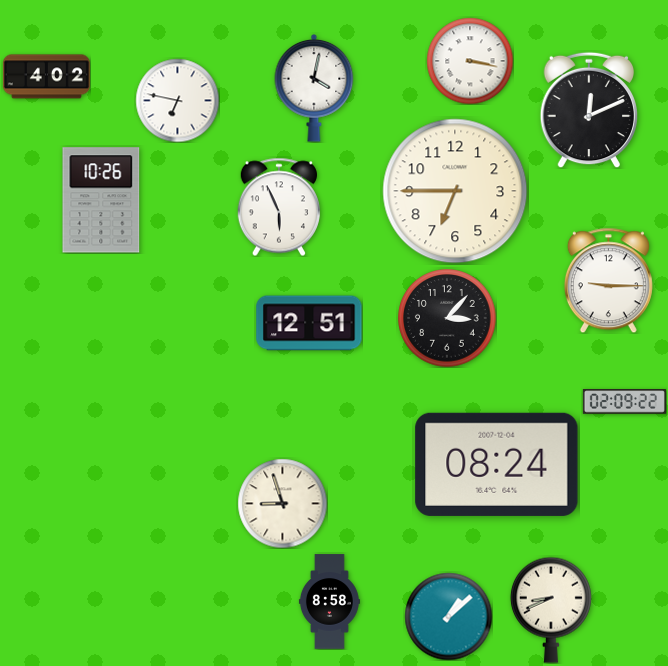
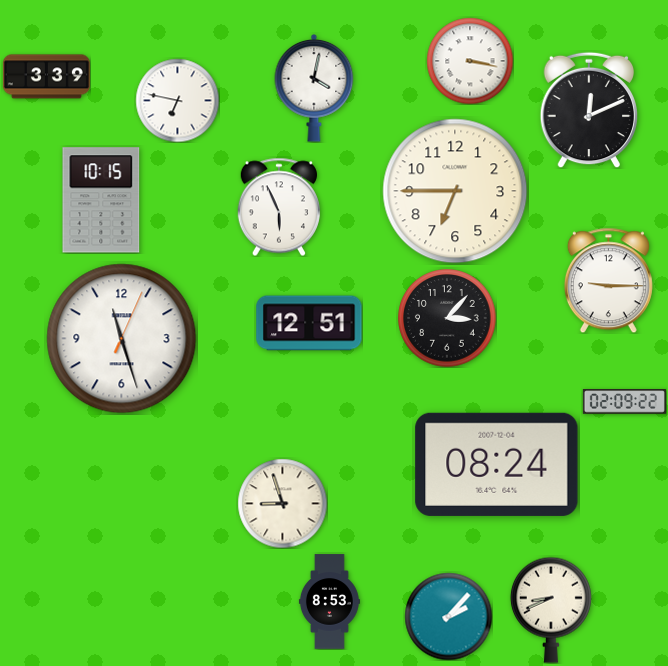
clock at (46, 77): 4:02 -> 3:39
clock at (101, 200): 10:26 -> 10:15
clock at (122, 339): none -> 11:27
clock at (329, 602): 8:58 -> 8:53
clock at (448, 616): 1:08 -> 2:07
